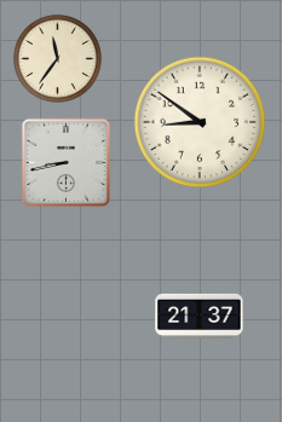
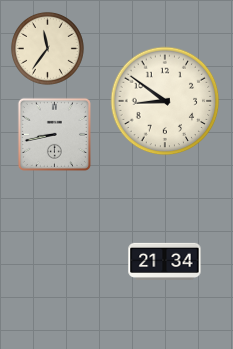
clock at (200, 316): 21:37 -> 21:34
